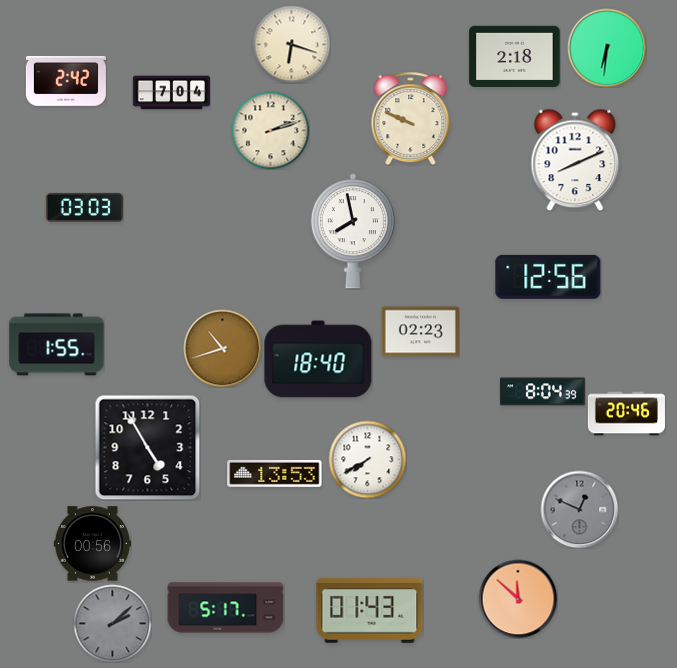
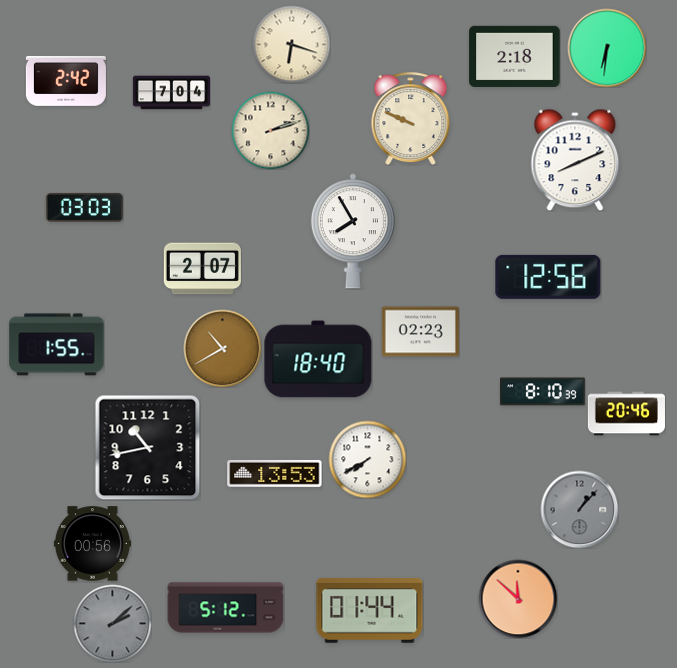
clock at (353, 231): 7:58 -> 7:55
clock at (202, 269): none -> 2:07
clock at (222, 348): 10:42 -> 10:40
clock at (543, 392): 8:04 -> 8:10
clock at (147, 447): 4:55 -> 10:43
clock at (579, 509): 12:49 -> 1:07
clock at (226, 608): 5:17 -> 5:12
clock at (370, 610): 01:43 -> 01:44
